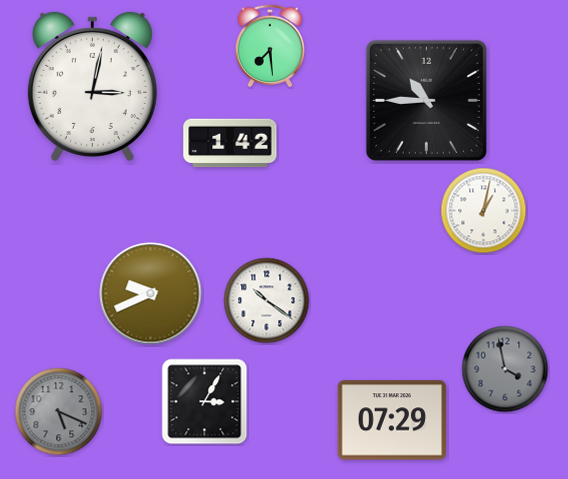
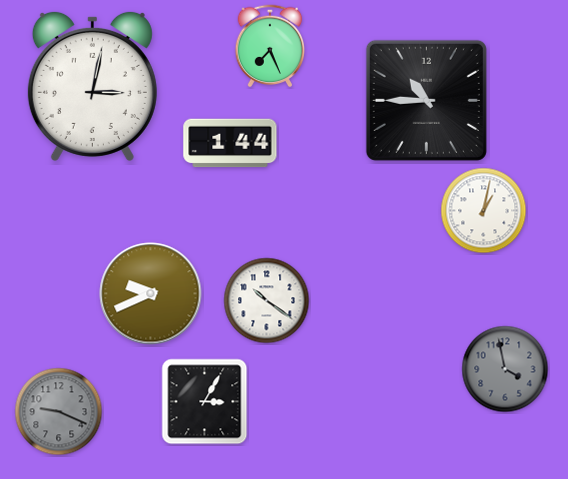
clock at (270, 46): 7:29 -> 7:26
clock at (230, 143): 1:42 -> 1:44
clock at (59, 412): 5:19 -> 9:19
clock at (392, 420): 07:29 -> none
